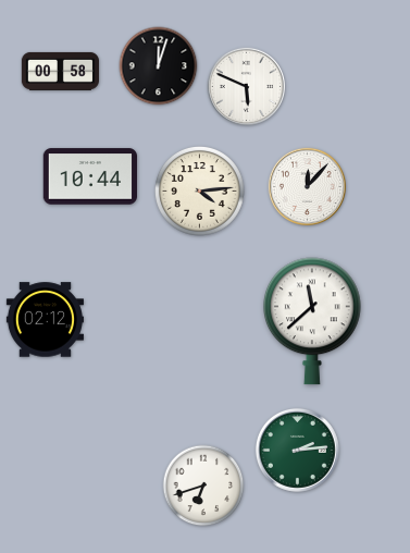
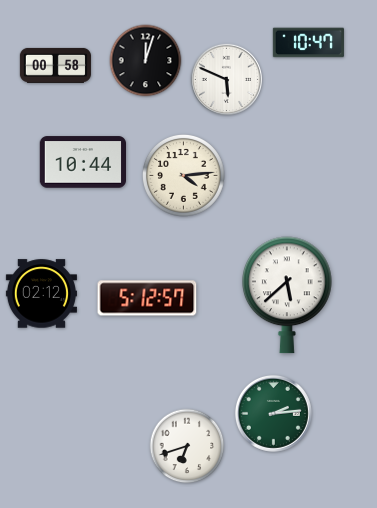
clock at (308, 43): none -> 10:47
clock at (307, 186): 12:07 -> none
clock at (313, 321): 11:38 -> 5:38
clock at (147, 298): none -> 5:12
